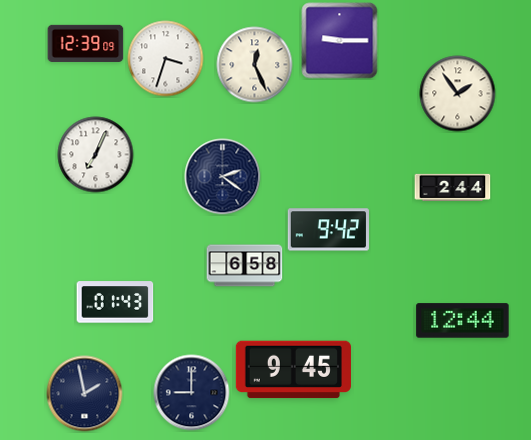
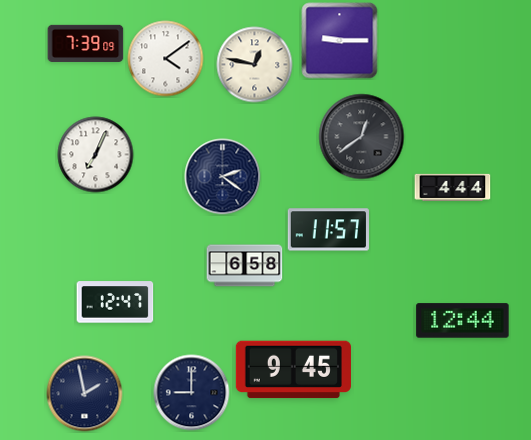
clock at (86, 43): 12:39 -> 7:39
clock at (166, 59): 3:33 -> 4:09
clock at (255, 65): 12:26 -> 12:47
clock at (458, 94): 1:54 -> none
clock at (362, 137): none -> 12:39
clock at (453, 187): 2:44 -> 4:44
clock at (328, 230): 9:42 -> 11:57
clock at (115, 302): 01:43 -> 12:47
